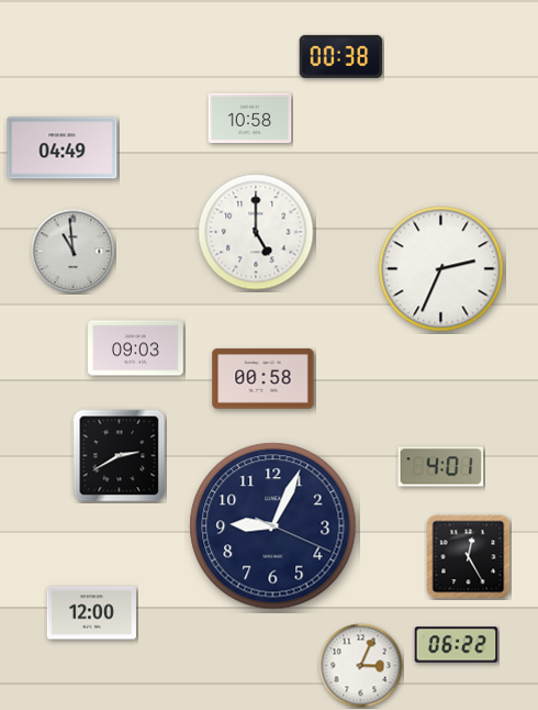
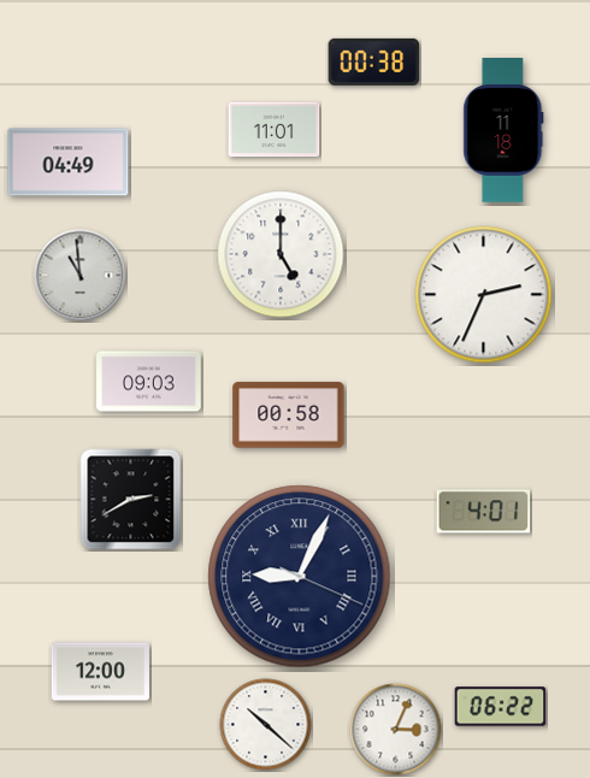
clock at (250, 119): 10:58 -> 11:01
clock at (503, 131): none -> 11:18
clock at (273, 526) numerals: Arabic -> Roman
clock at (469, 557): 12:25 -> none
clock at (266, 725): none -> 10:22
